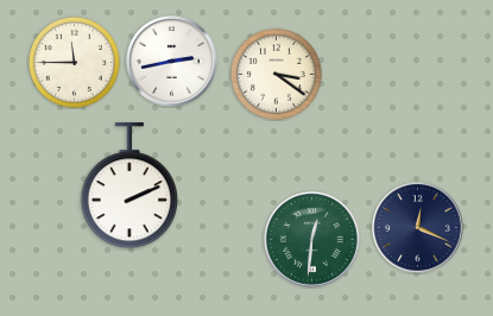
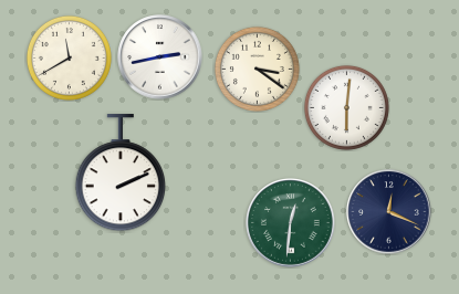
clock at (74, 62): 11:45 -> 11:40
clock at (346, 107): none -> 6:01
